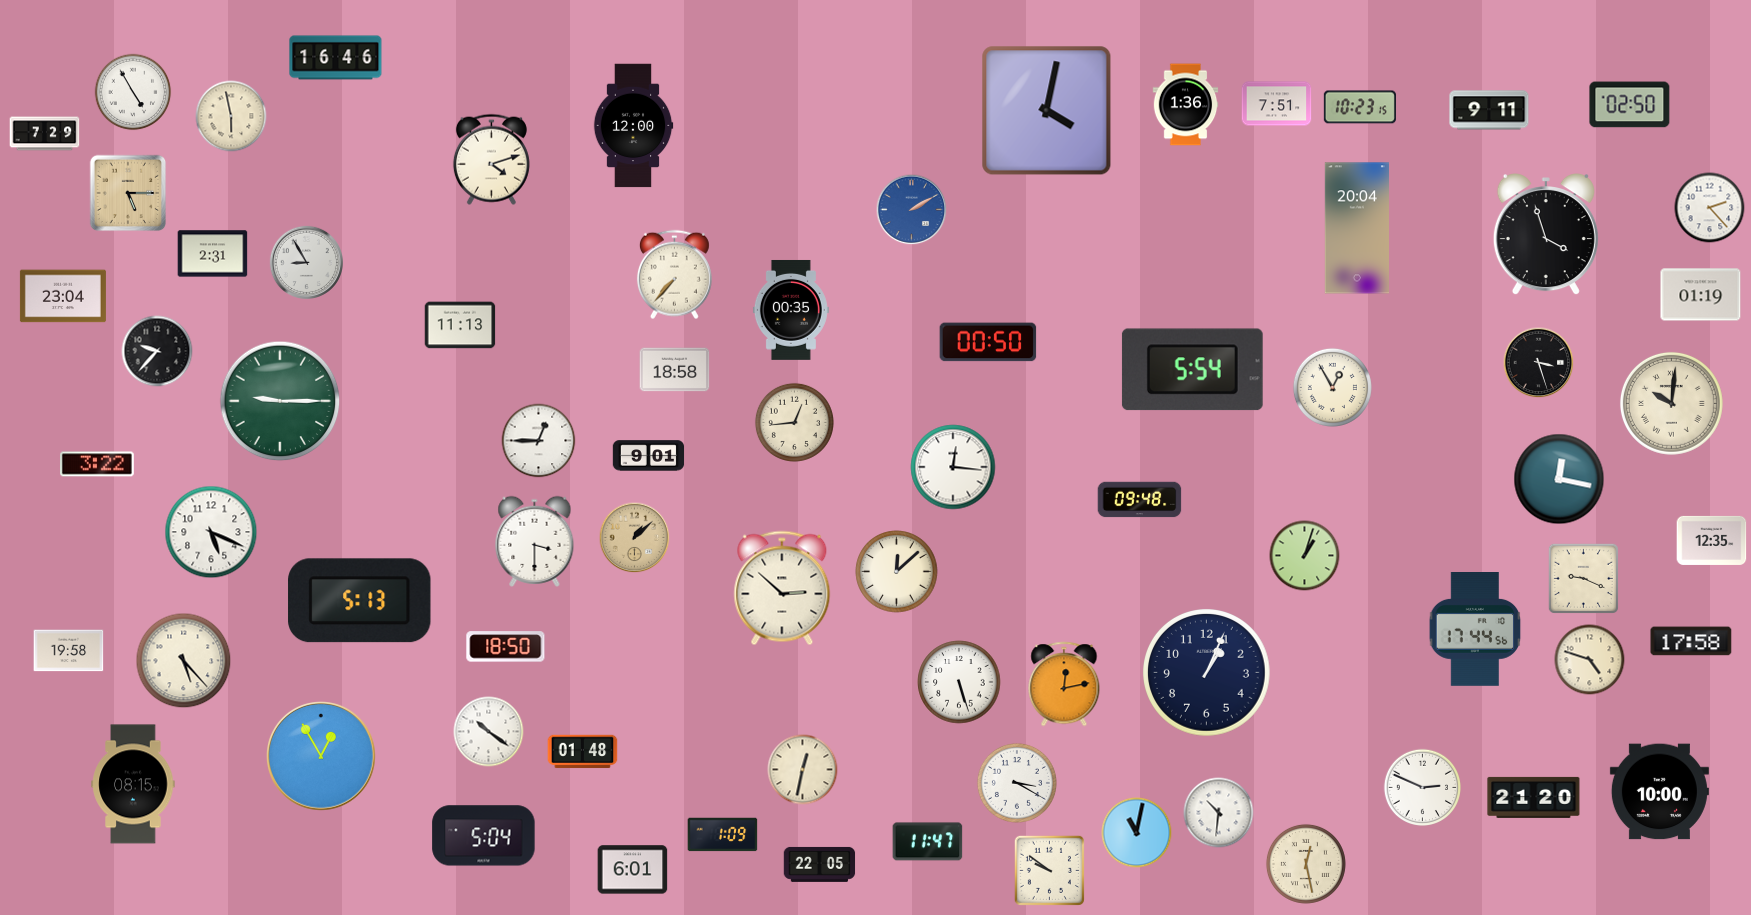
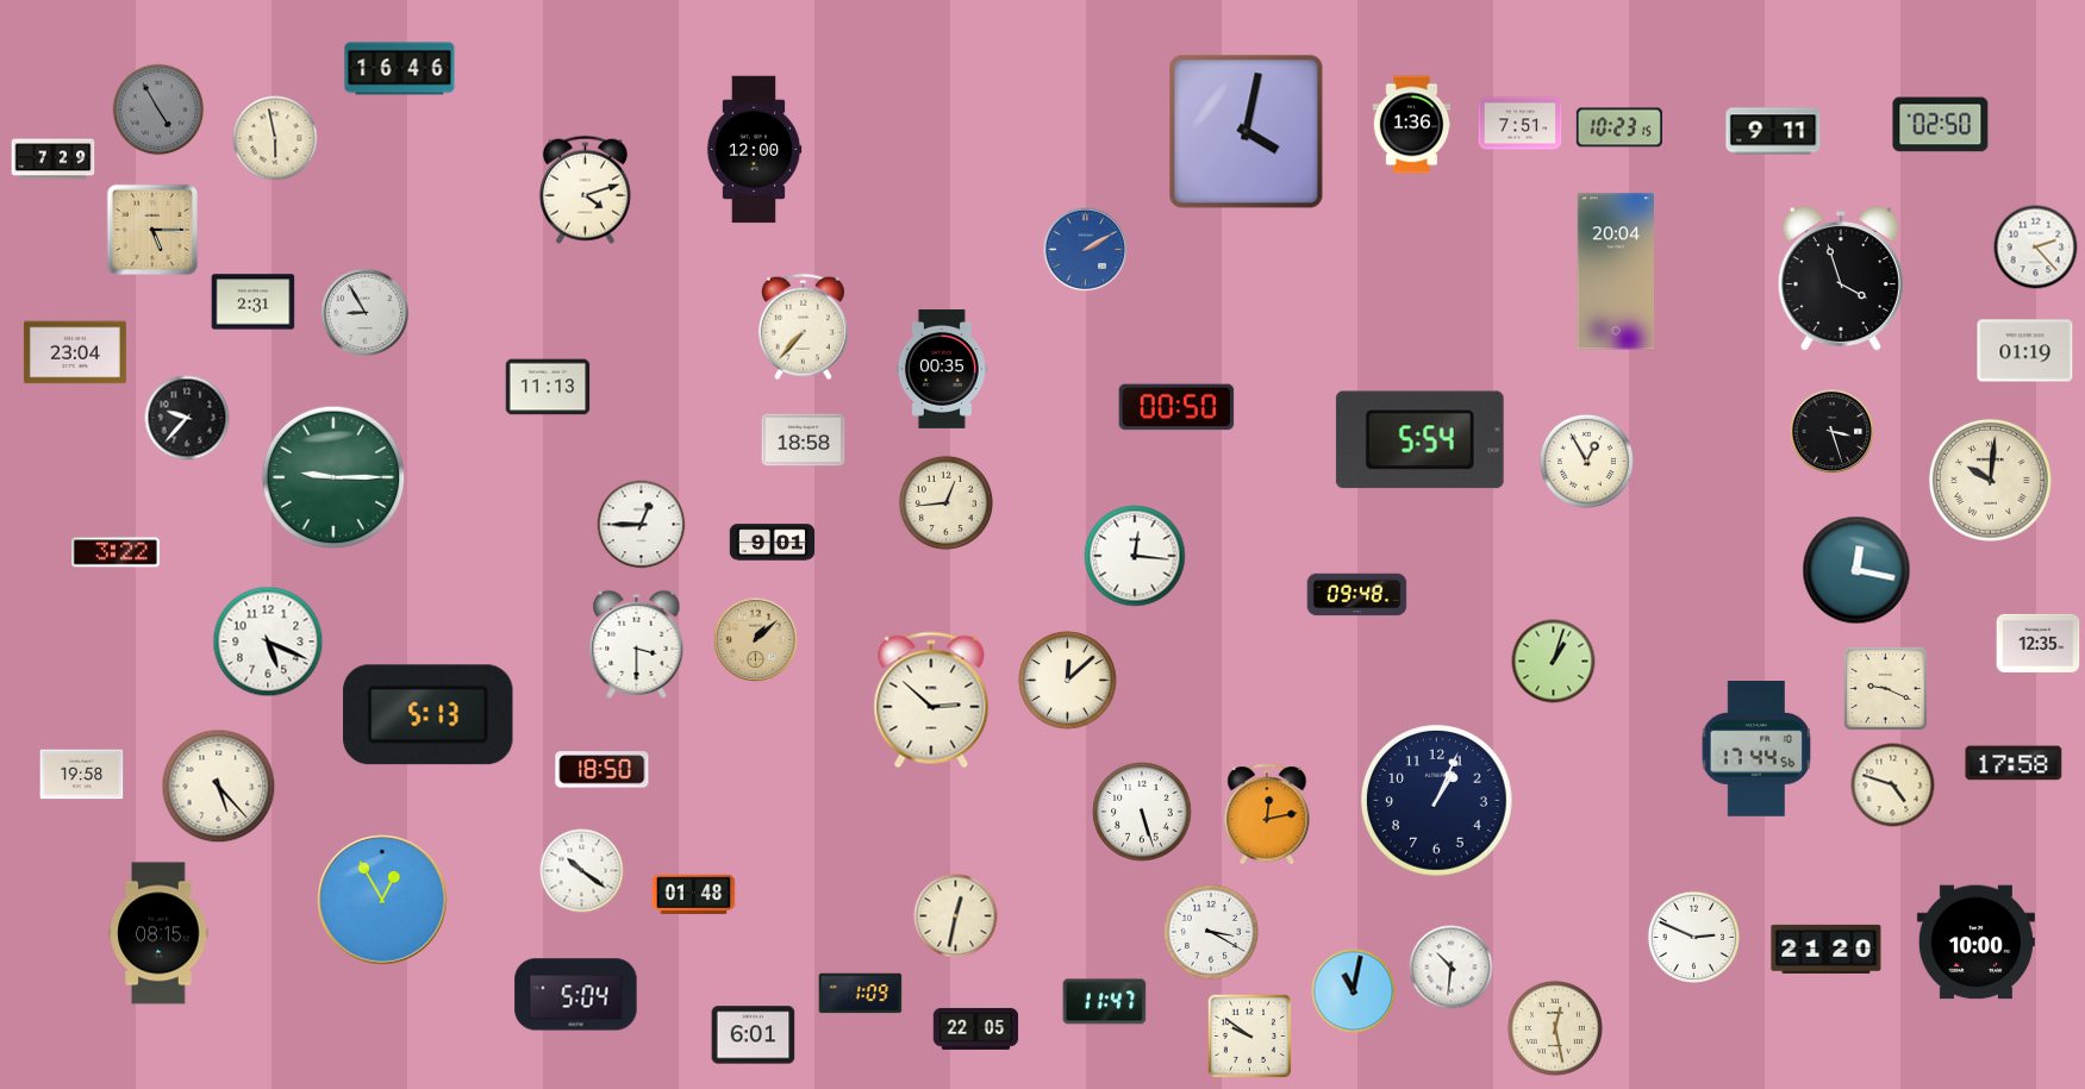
clock at (133, 92) dial: white -> grey
clock at (211, 532) position: (211, 532) -> (268, 641)
